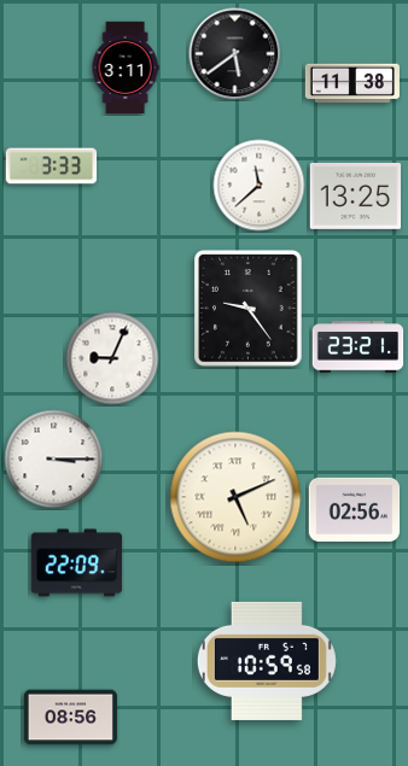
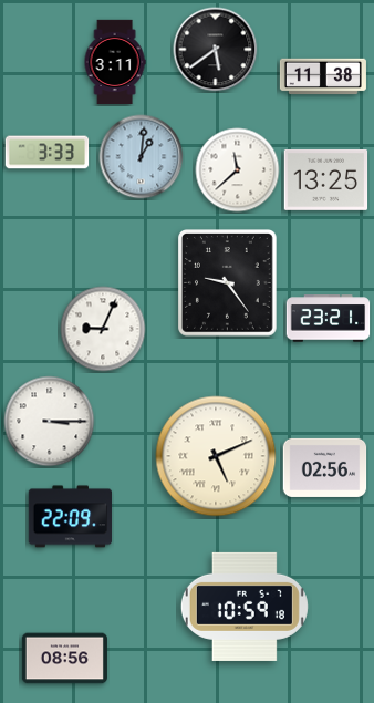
clock at (142, 157): none -> 1:01
clock at (267, 661): 10:59:58 -> 10:59:18
